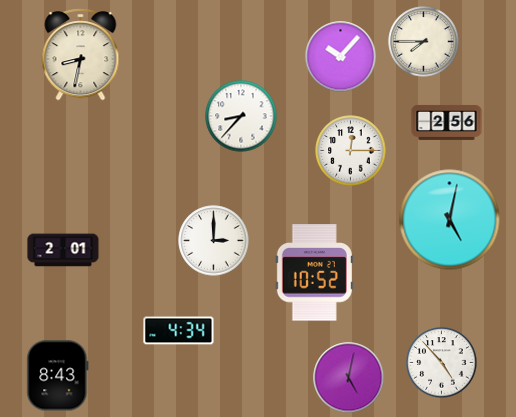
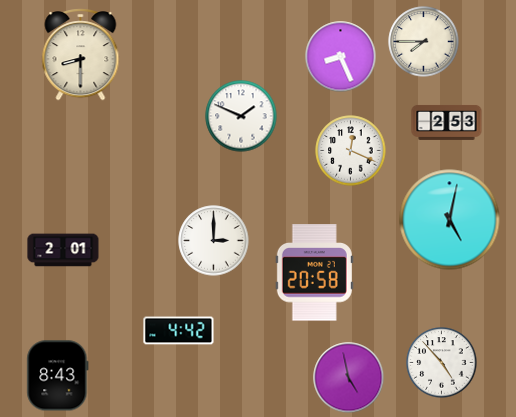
clock at (81, 55): 8:32 -> 8:30
clock at (341, 57): 10:07 -> 8:26
clock at (241, 116): 8:37 -> 1:49
clock at (447, 123): 2:56 -> 2:53
clock at (351, 151): 12:15 -> 12:19
clock at (314, 273): 10:52 -> 20:58
clock at (179, 331): 4:34 -> 4:42
clock at (349, 378): 5:02 -> 4:58
